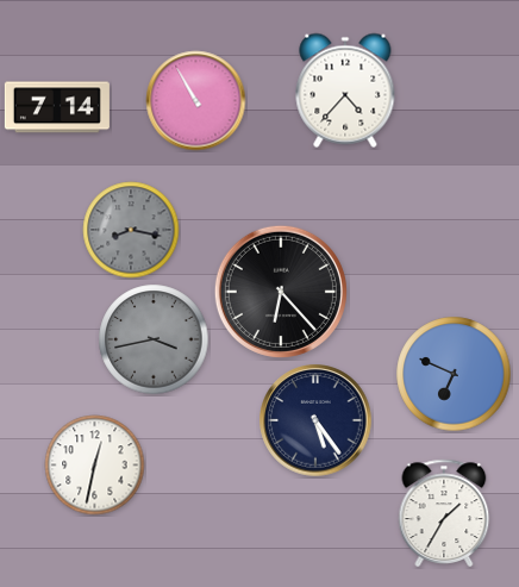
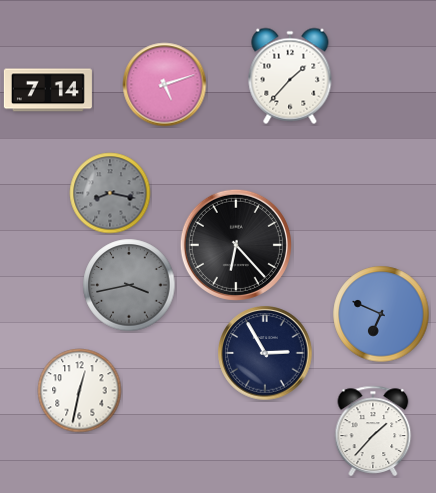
clock at (345, 90): 4:37 -> 1:37
clock at (196, 101): 10:55 -> 5:12
clock at (315, 420): 5:24 -> 2:55
clock at (444, 513): 1:35 -> 1:37
